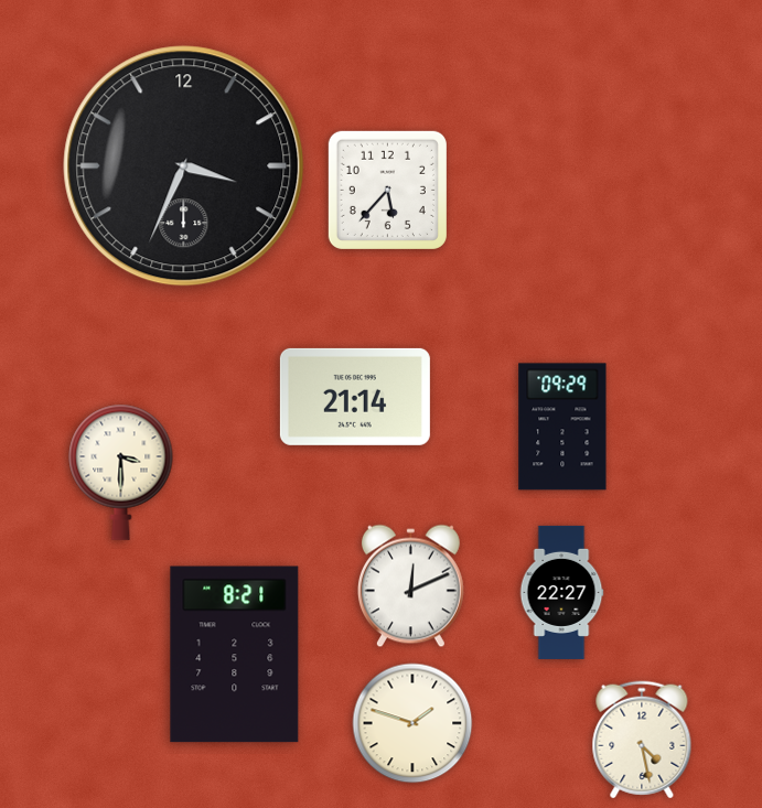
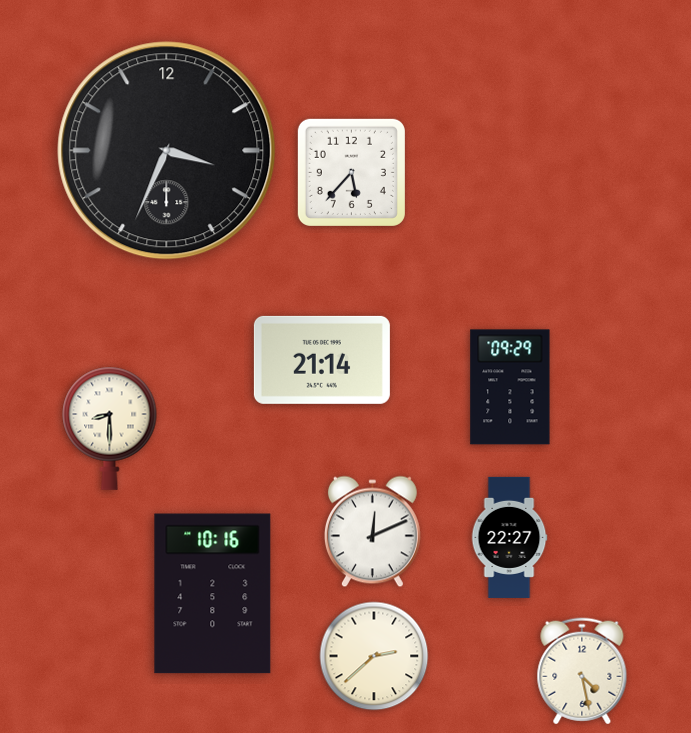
clock at (121, 472): 3:30 -> 8:30
clock at (235, 655): 8:21 -> 10:16
clock at (412, 723): 1:48 -> 2:38
